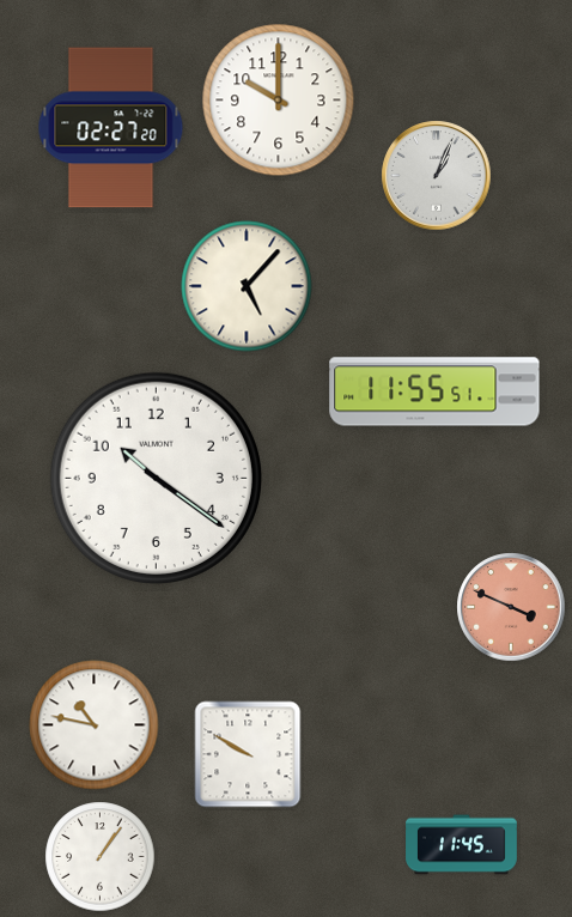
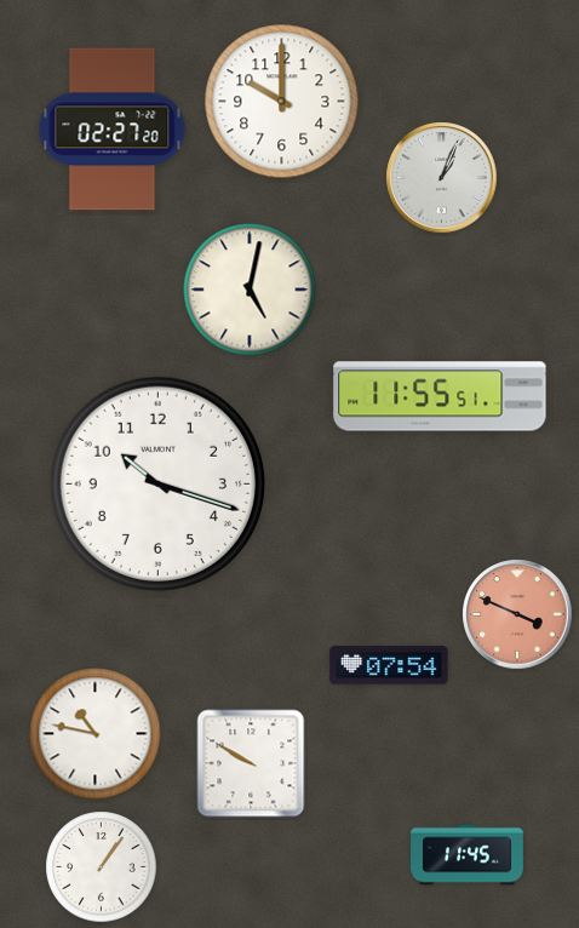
clock at (247, 286): 5:07 -> 5:02
clock at (156, 478): 10:21 -> 10:18
clock at (389, 665): none -> 07:54
